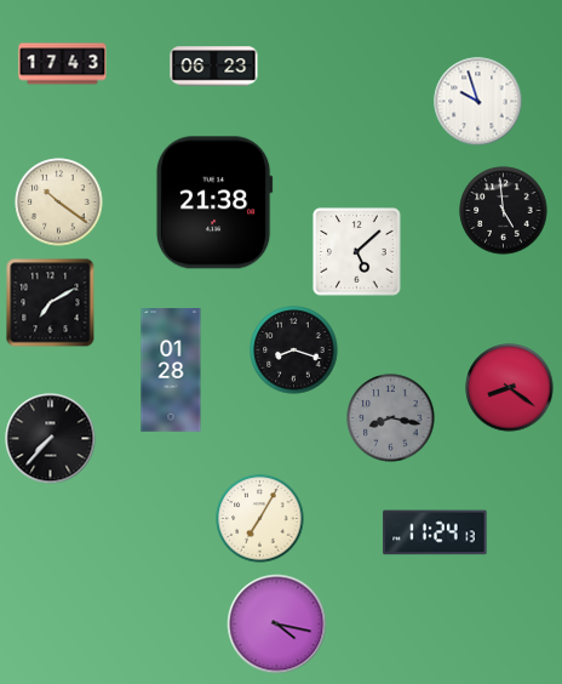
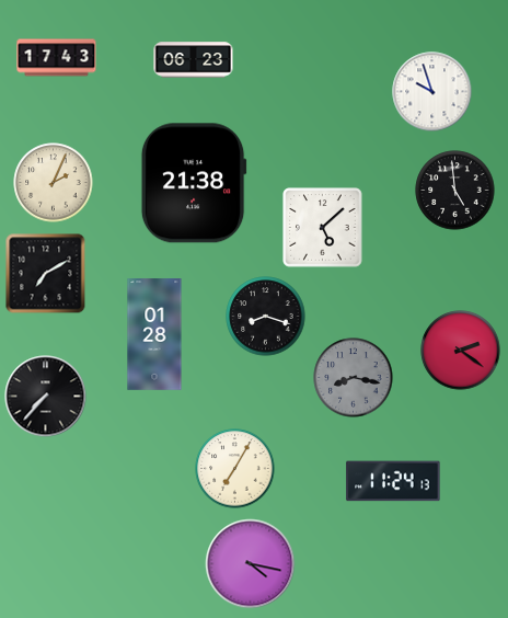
clock at (59, 203): 10:21 -> 2:04
clock at (510, 388): 8:21 -> 2:21
